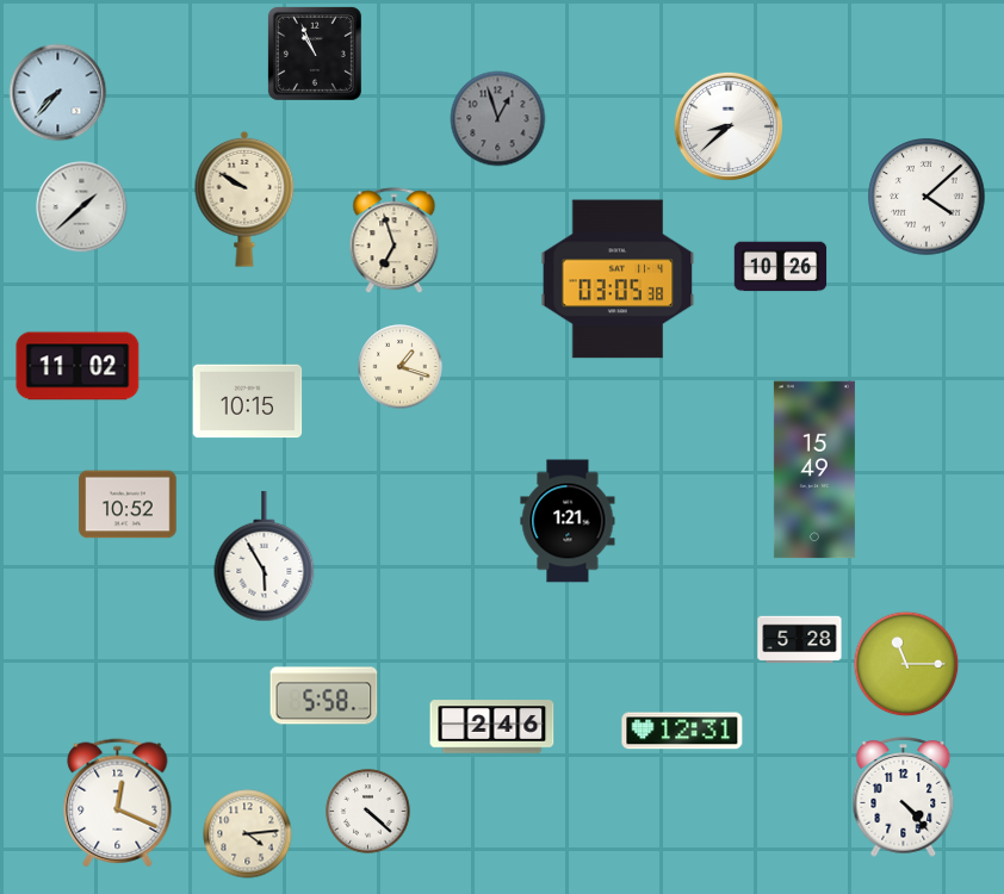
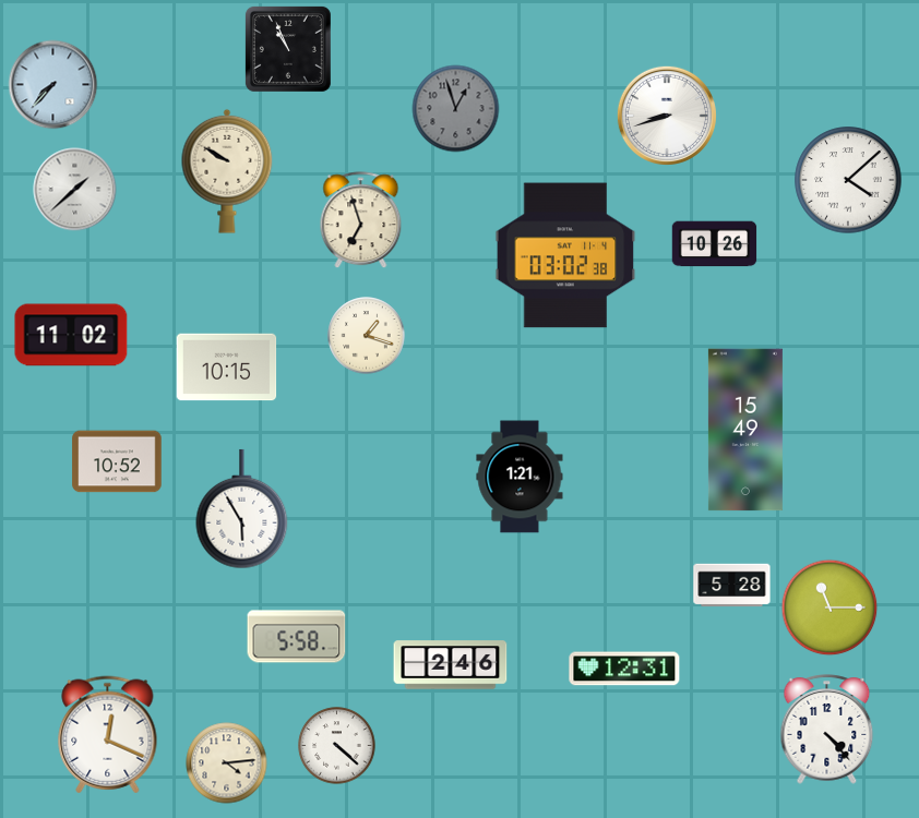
clock at (729, 126): 8:38 -> 8:42
clock at (244, 199) position: (244, 199) -> (227, 171)
clock at (618, 279): 03:05 -> 03:02
clock at (368, 812) position: (368, 812) -> (337, 746)
